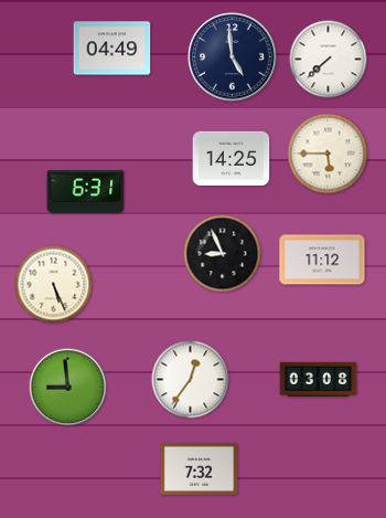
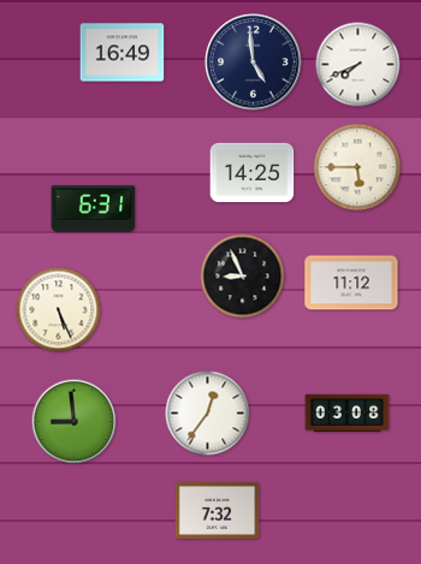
clock at (112, 49): 04:49 -> 16:49
clock at (329, 60): 7:38 -> 7:41
